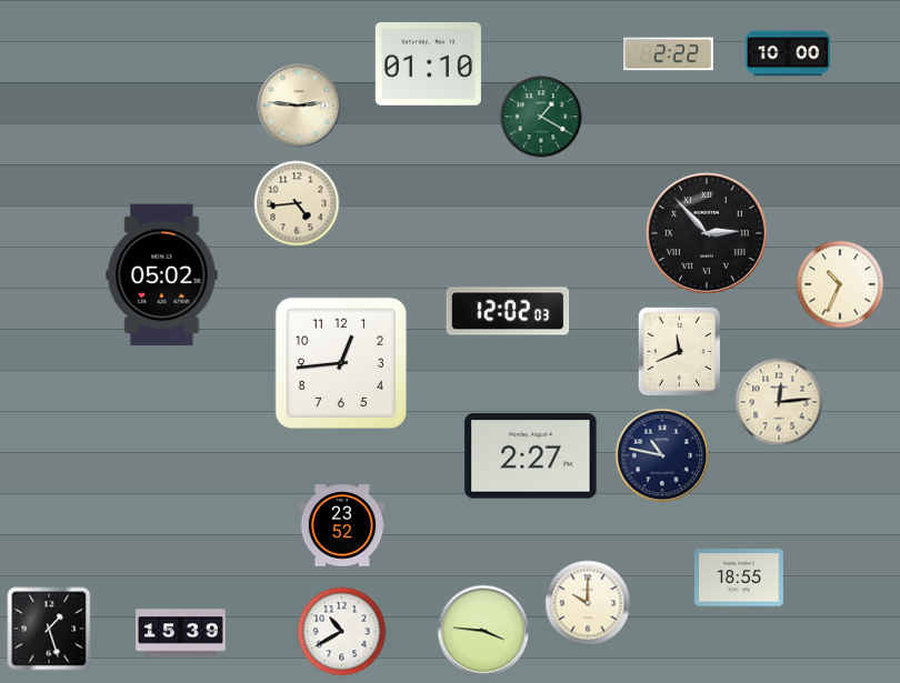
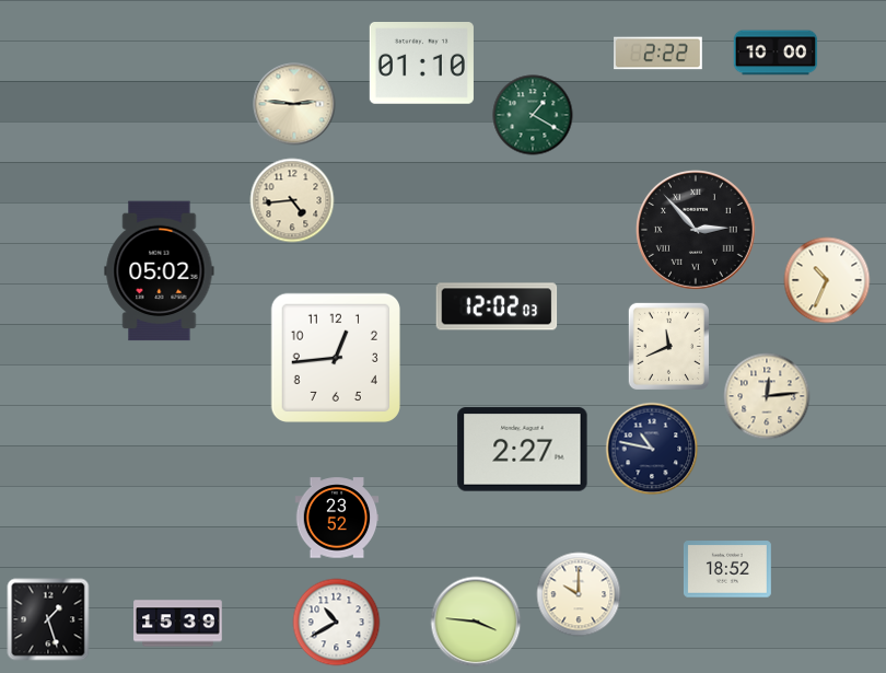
clock at (508, 311) position: (508, 311) -> (497, 306)
clock at (739, 577): 18:55 -> 18:52
